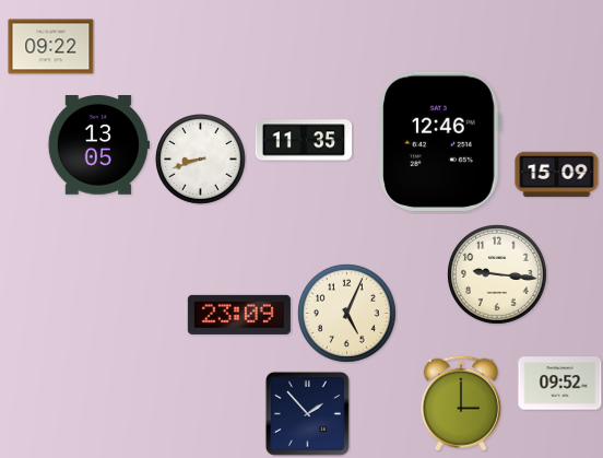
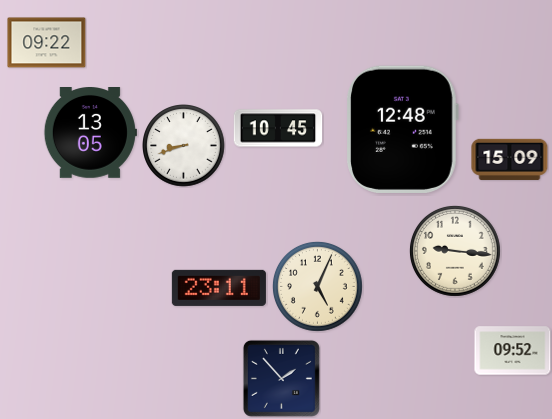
clock at (304, 140): 11:35 -> 10:45
clock at (439, 141): 12:46 -> 12:48
clock at (239, 315): 23:09 -> 23:11
clock at (461, 403): 3:00 -> none
